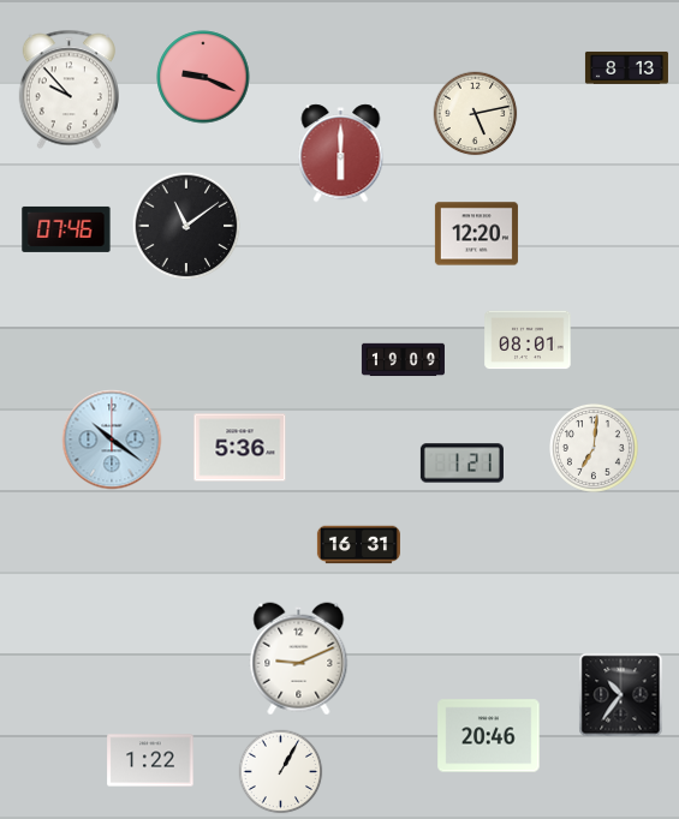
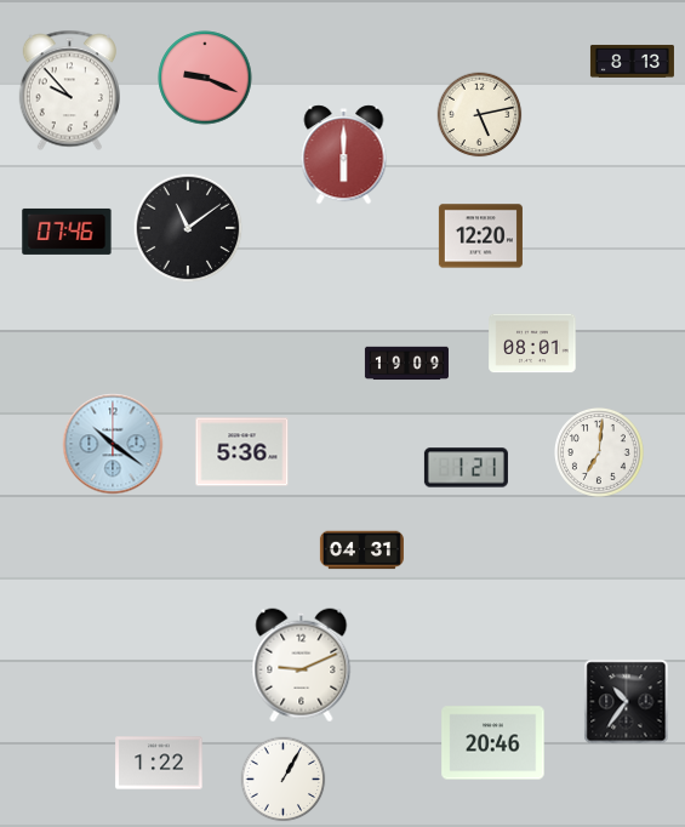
clock at (626, 67) position: (626, 67) -> (632, 61)
clock at (358, 545): 16:31 -> 04:31
clock at (150, 760) position: (150, 760) -> (159, 763)
